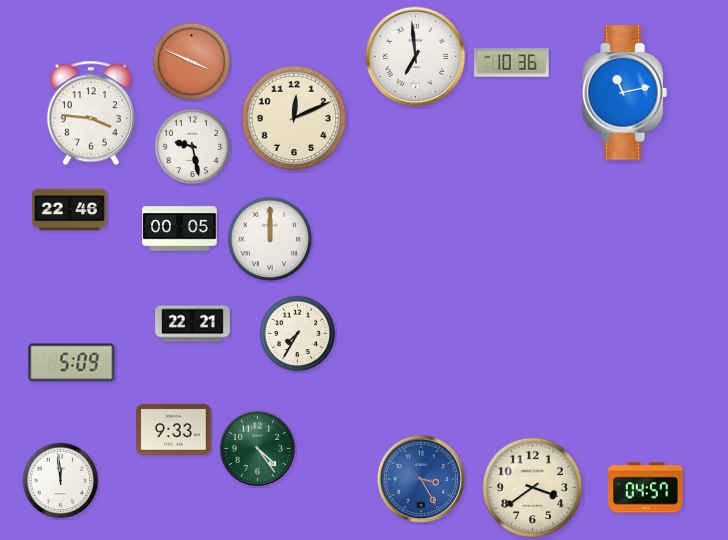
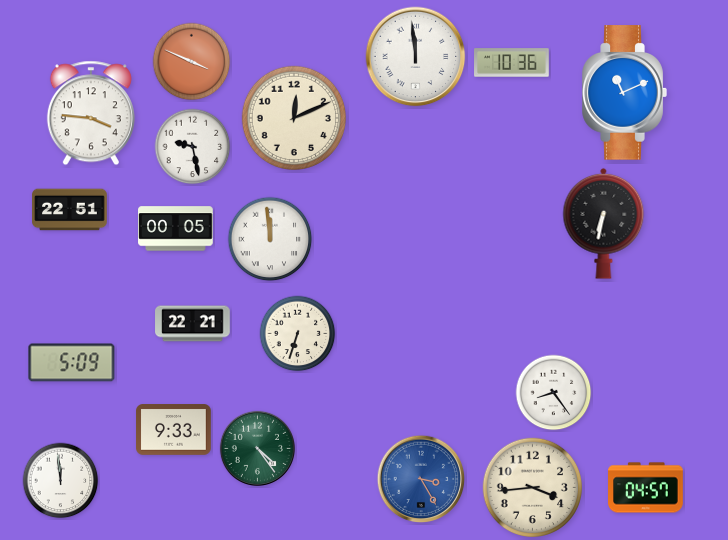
clock at (416, 57): 6:59 -> 11:59
clock at (624, 93): 11:13 -> 11:11
clock at (70, 210): 22:46 -> 22:51
clock at (604, 223): none -> 6:32
clock at (180, 229) position: (180, 229) -> (176, 229)
clock at (270, 239): 12:00 -> 11:59
clock at (298, 334): 7:35 -> 6:33
clock at (554, 393): none -> 8:24
clock at (533, 488): 3:39 -> 3:44
